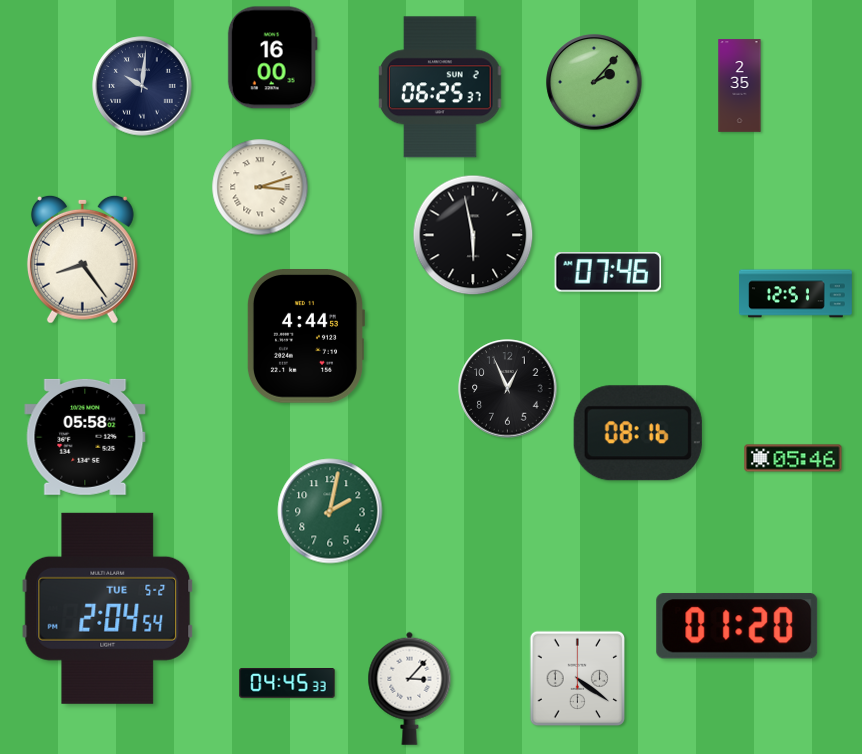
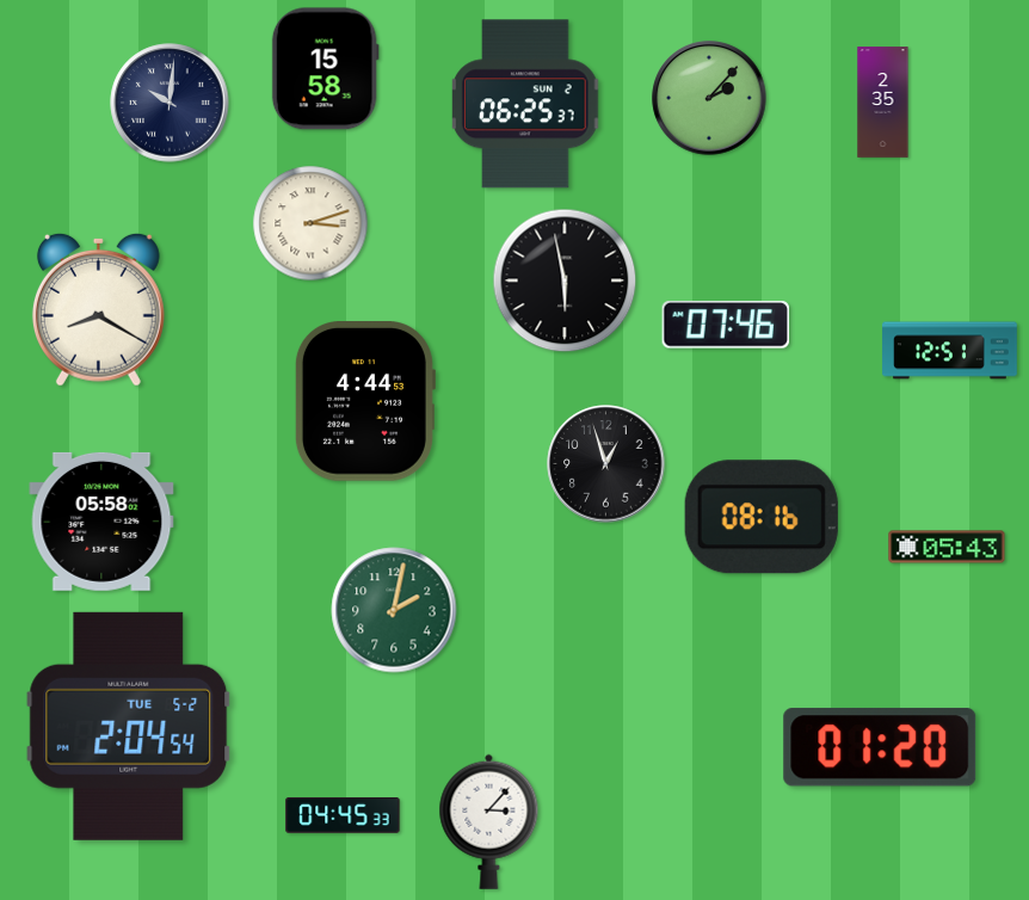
clock at (272, 58): 16:00 -> 15:58
clock at (82, 259): 8:24 -> 8:20
clock at (508, 389): 12:56 -> 12:57
clock at (793, 458): 05:46 -> 05:43
clock at (578, 679): 4:21 -> none
